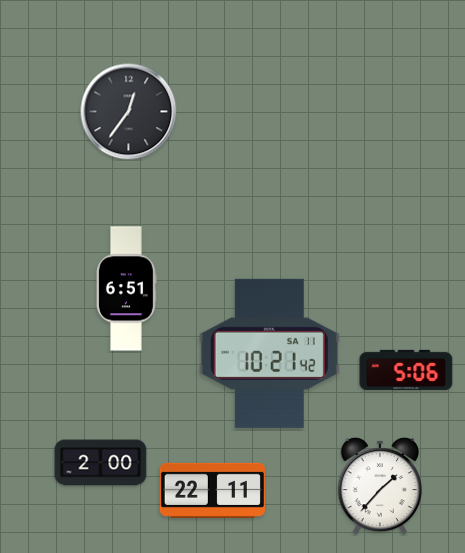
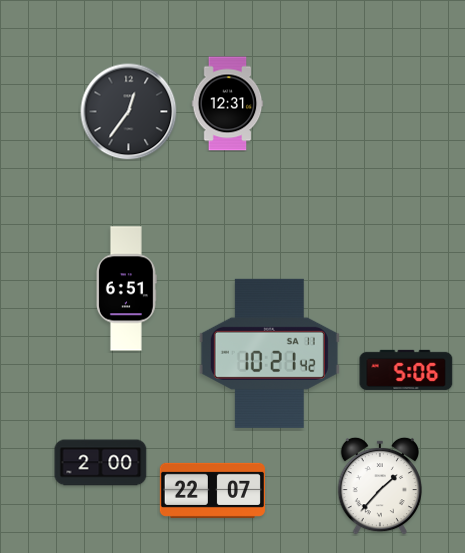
clock at (228, 104): none -> 12:31
clock at (212, 490): 22:11 -> 22:07
